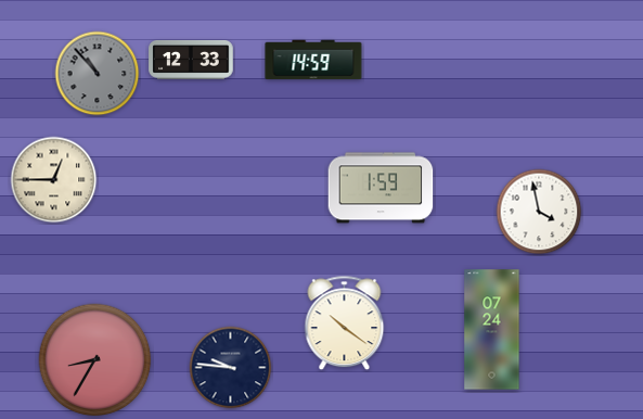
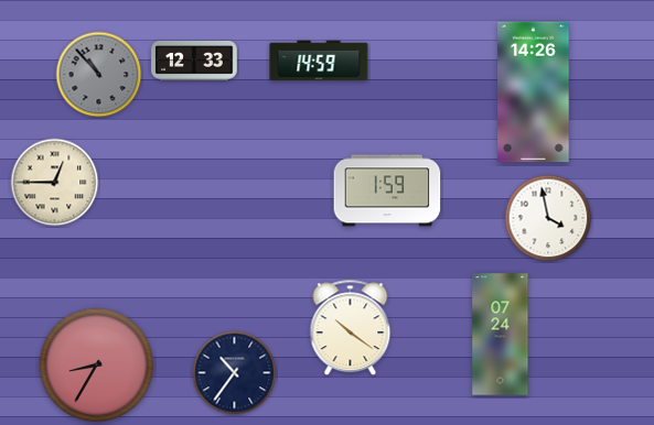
clock at (534, 92): none -> 14:26
clock at (539, 212) position: (539, 212) -> (548, 218)
clock at (231, 368): 9:46 -> 10:36
